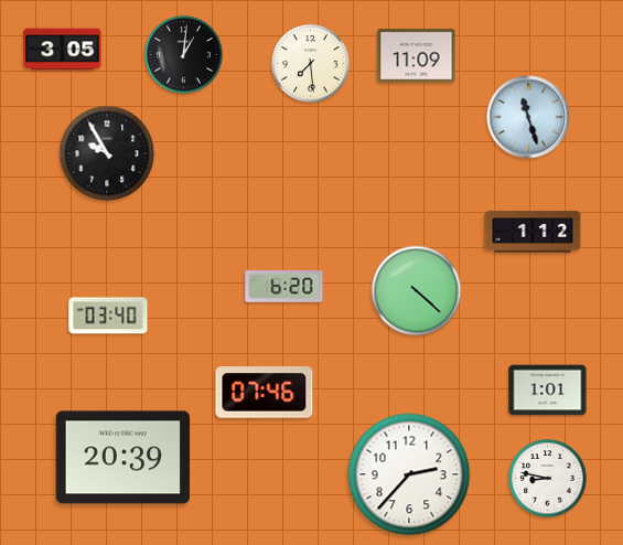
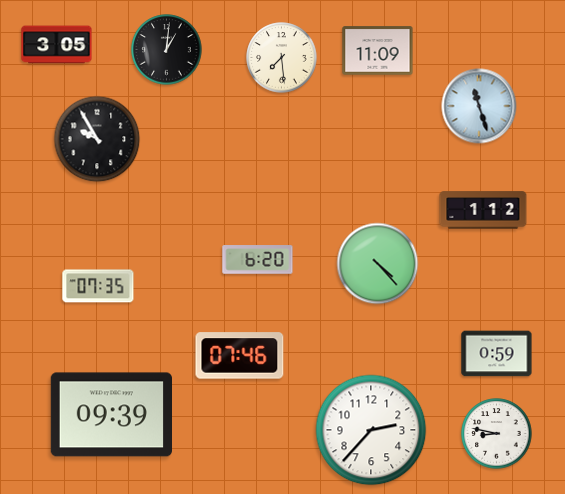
clock at (417, 291): 4:22 -> 4:23
clock at (108, 316): 03:40 -> 07:35
clock at (548, 391): 1:01 -> 0:59
clock at (122, 458): 20:39 -> 09:39
